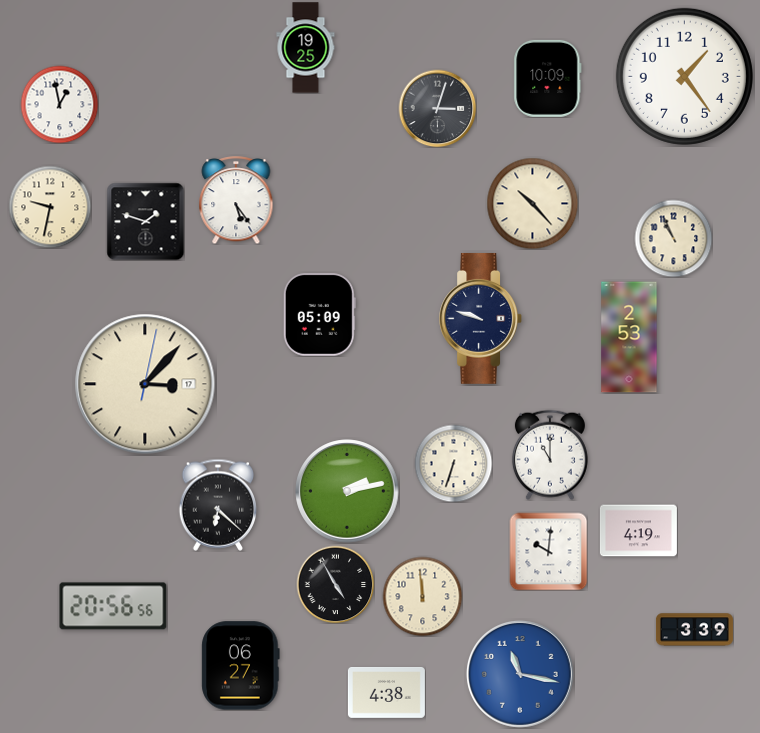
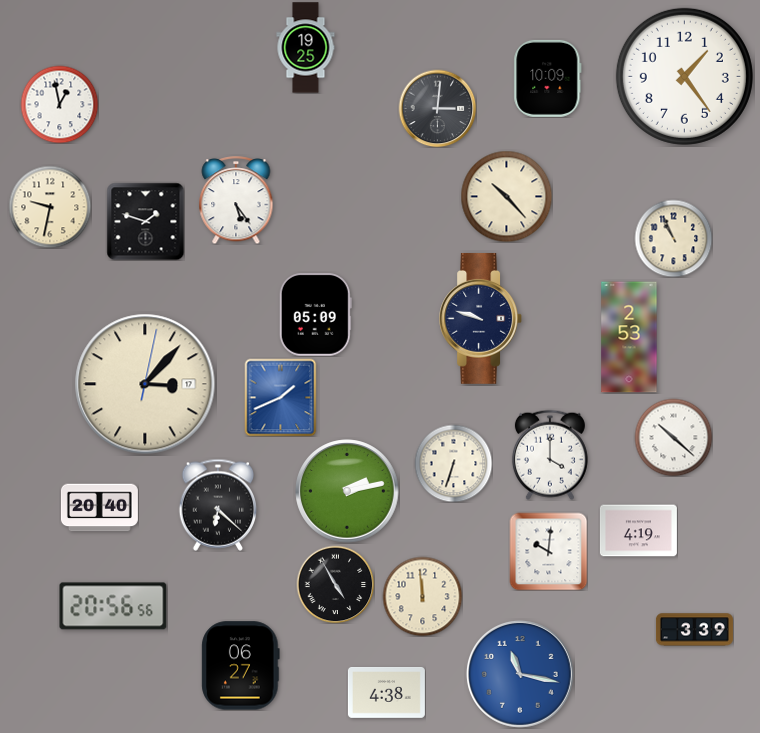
clock at (437, 108): 3:03 -> 3:01
clock at (532, 203) position: (532, 203) -> (506, 196)
clock at (319, 315) position: (319, 315) -> (315, 315)
clock at (281, 397): none -> 1:41
clock at (673, 437): none -> 10:22
clock at (550, 455): 11:00 -> 4:00
clock at (99, 508): none -> 20:40
